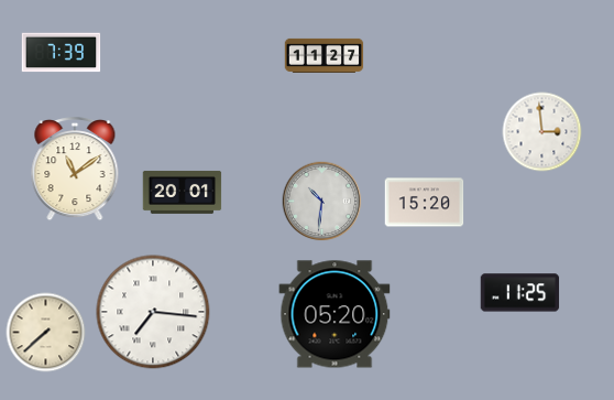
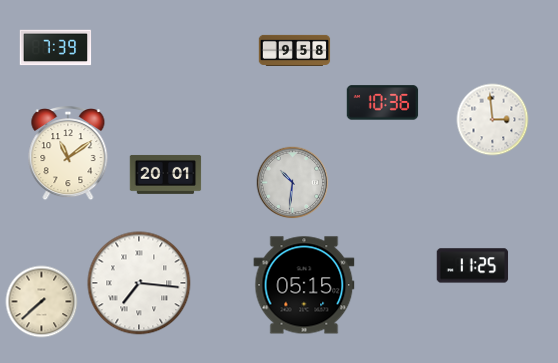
clock at (325, 55): 11:27 -> 9:58
clock at (383, 103): none -> 10:36
clock at (425, 203): 15:20 -> none
clock at (335, 314): 05:20 -> 05:15
